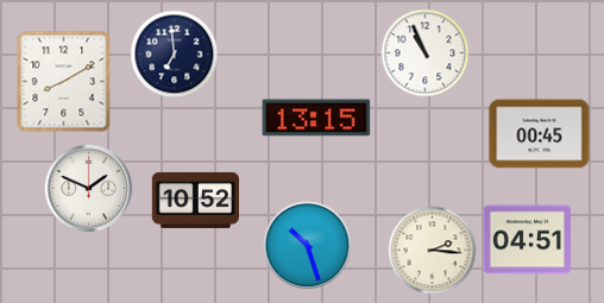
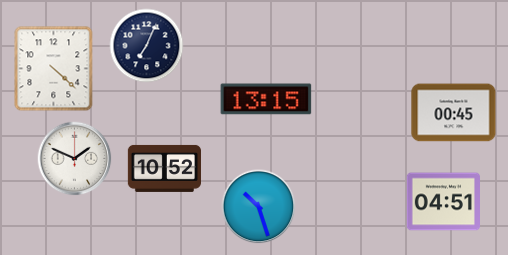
clock at (426, 53): 10:56 -> none
clock at (175, 55): 6:59 -> 7:04
clock at (64, 82): 8:10 -> 4:22
clock at (433, 251): 2:16 -> none
